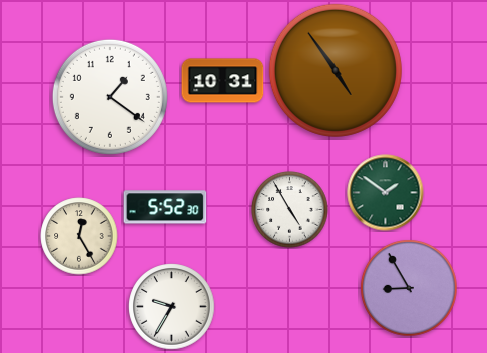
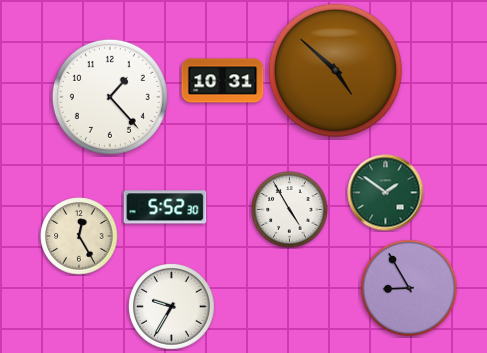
clock at (335, 70): 4:54 -> 4:52
clock at (110, 97): 1:21 -> 1:23
